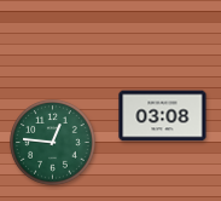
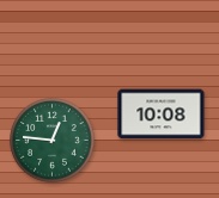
clock at (163, 116): 03:08 -> 10:08
